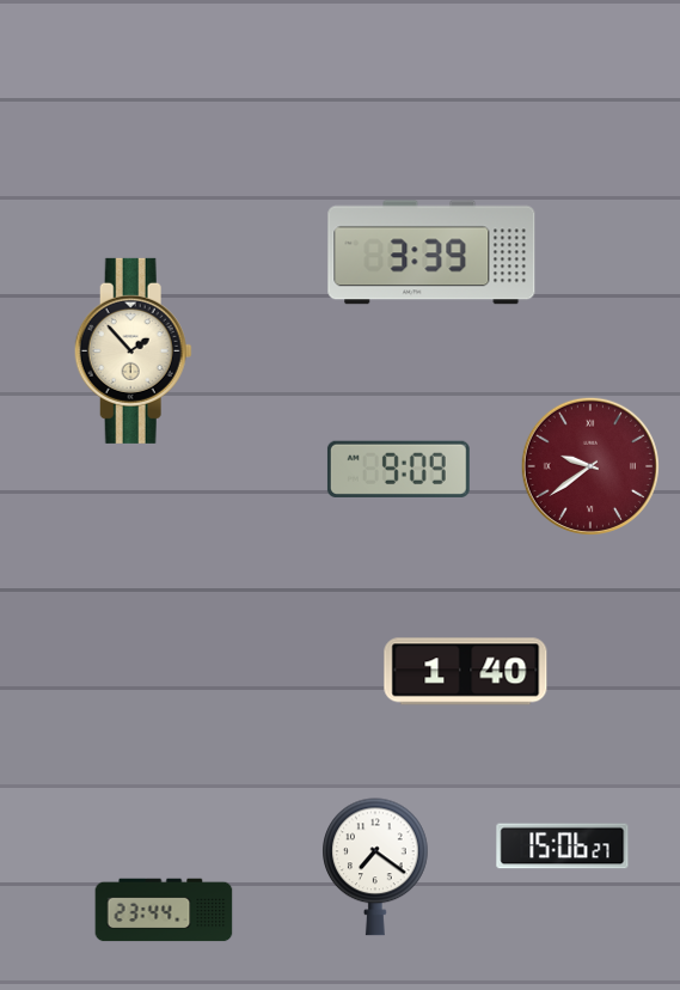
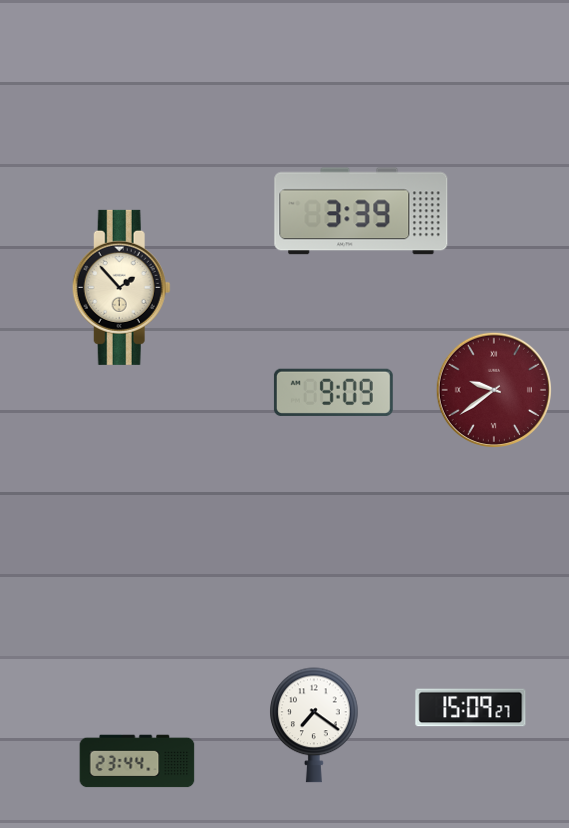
clock at (133, 350) position: (133, 350) -> (121, 287)
clock at (466, 672): 1:40 -> none
clock at (563, 847): 15:06 -> 15:09
